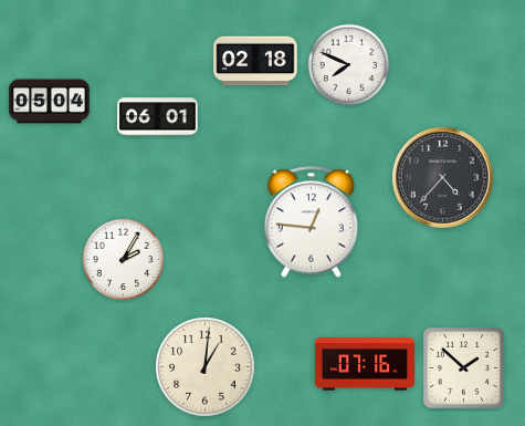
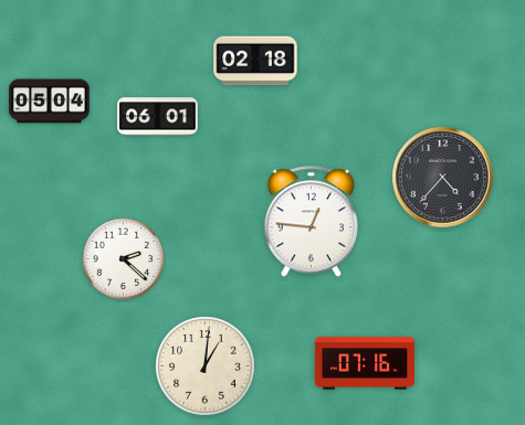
clock at (349, 65): 7:49 -> none
clock at (124, 260): 2:05 -> 2:22
clock at (463, 367): 1:52 -> none
